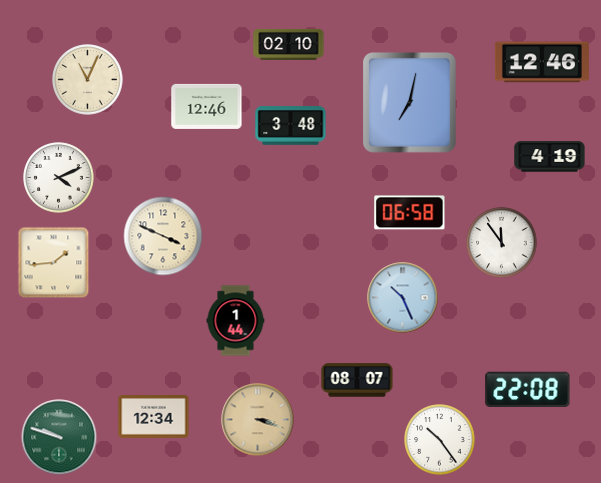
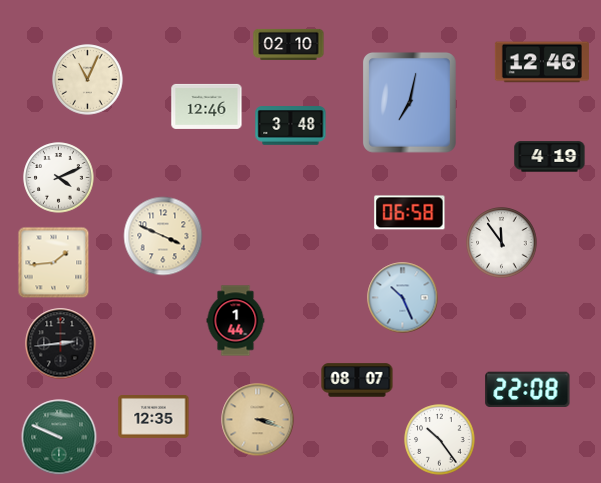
clock at (61, 344): none -> 2:44
clock at (154, 417): 12:34 -> 12:35
clock at (59, 437): 9:48 -> 9:49
